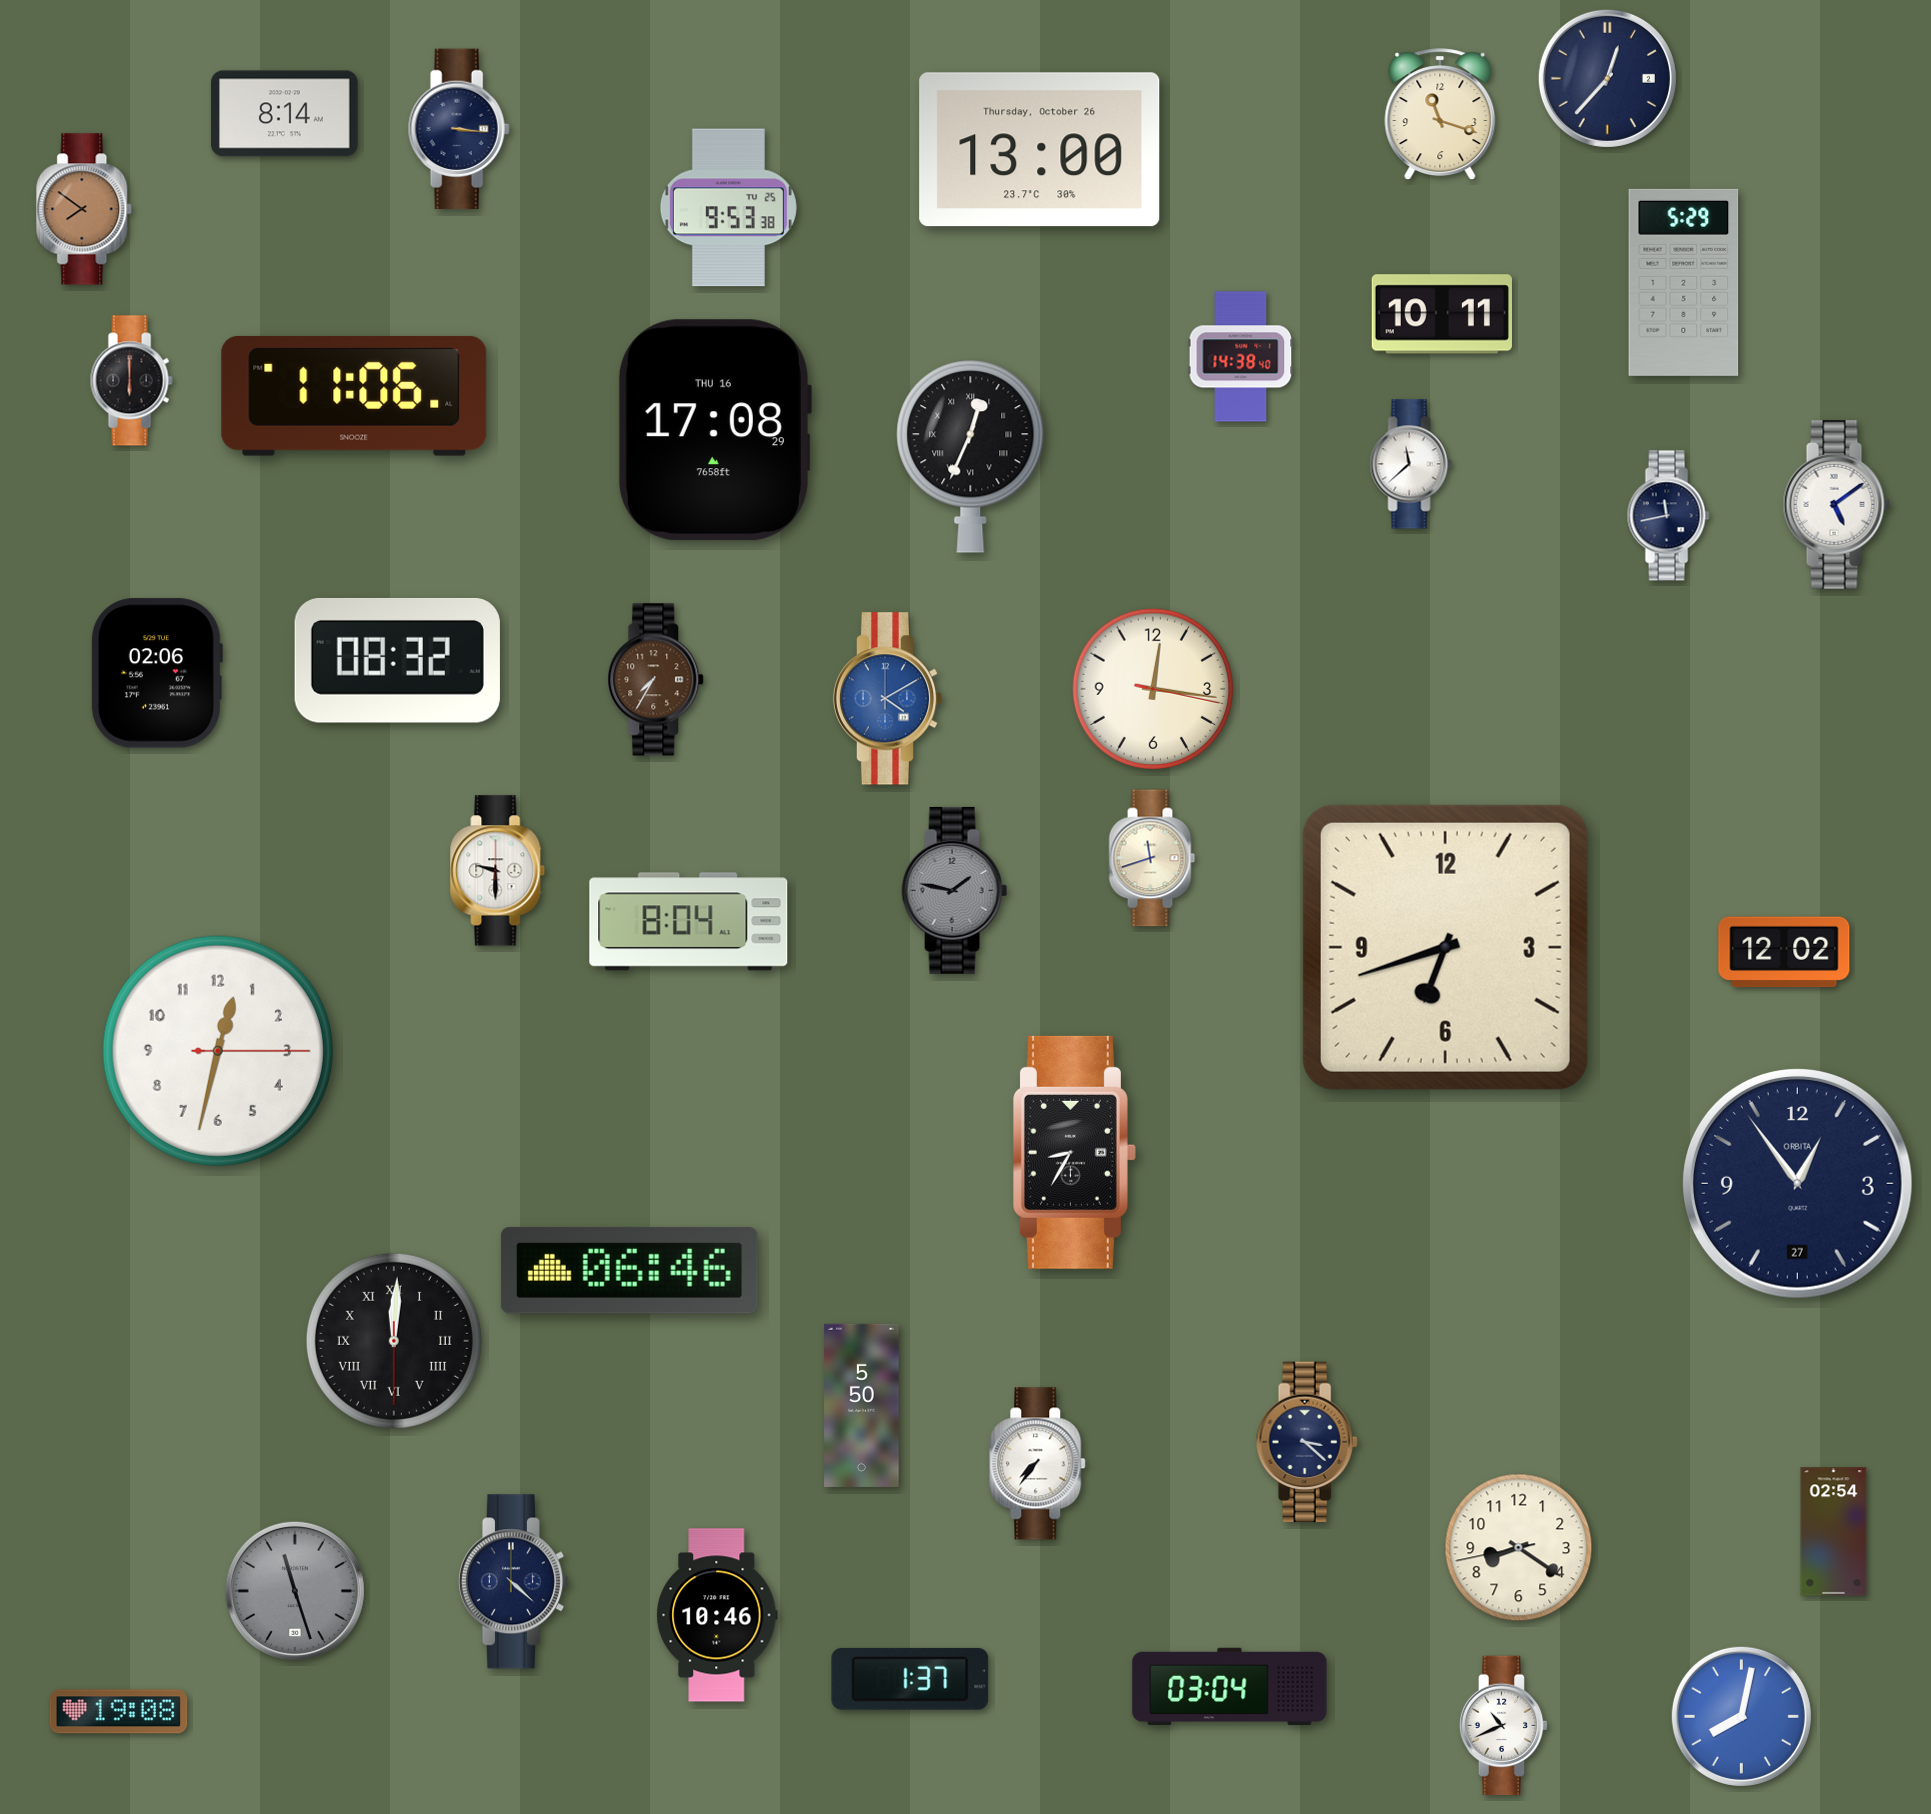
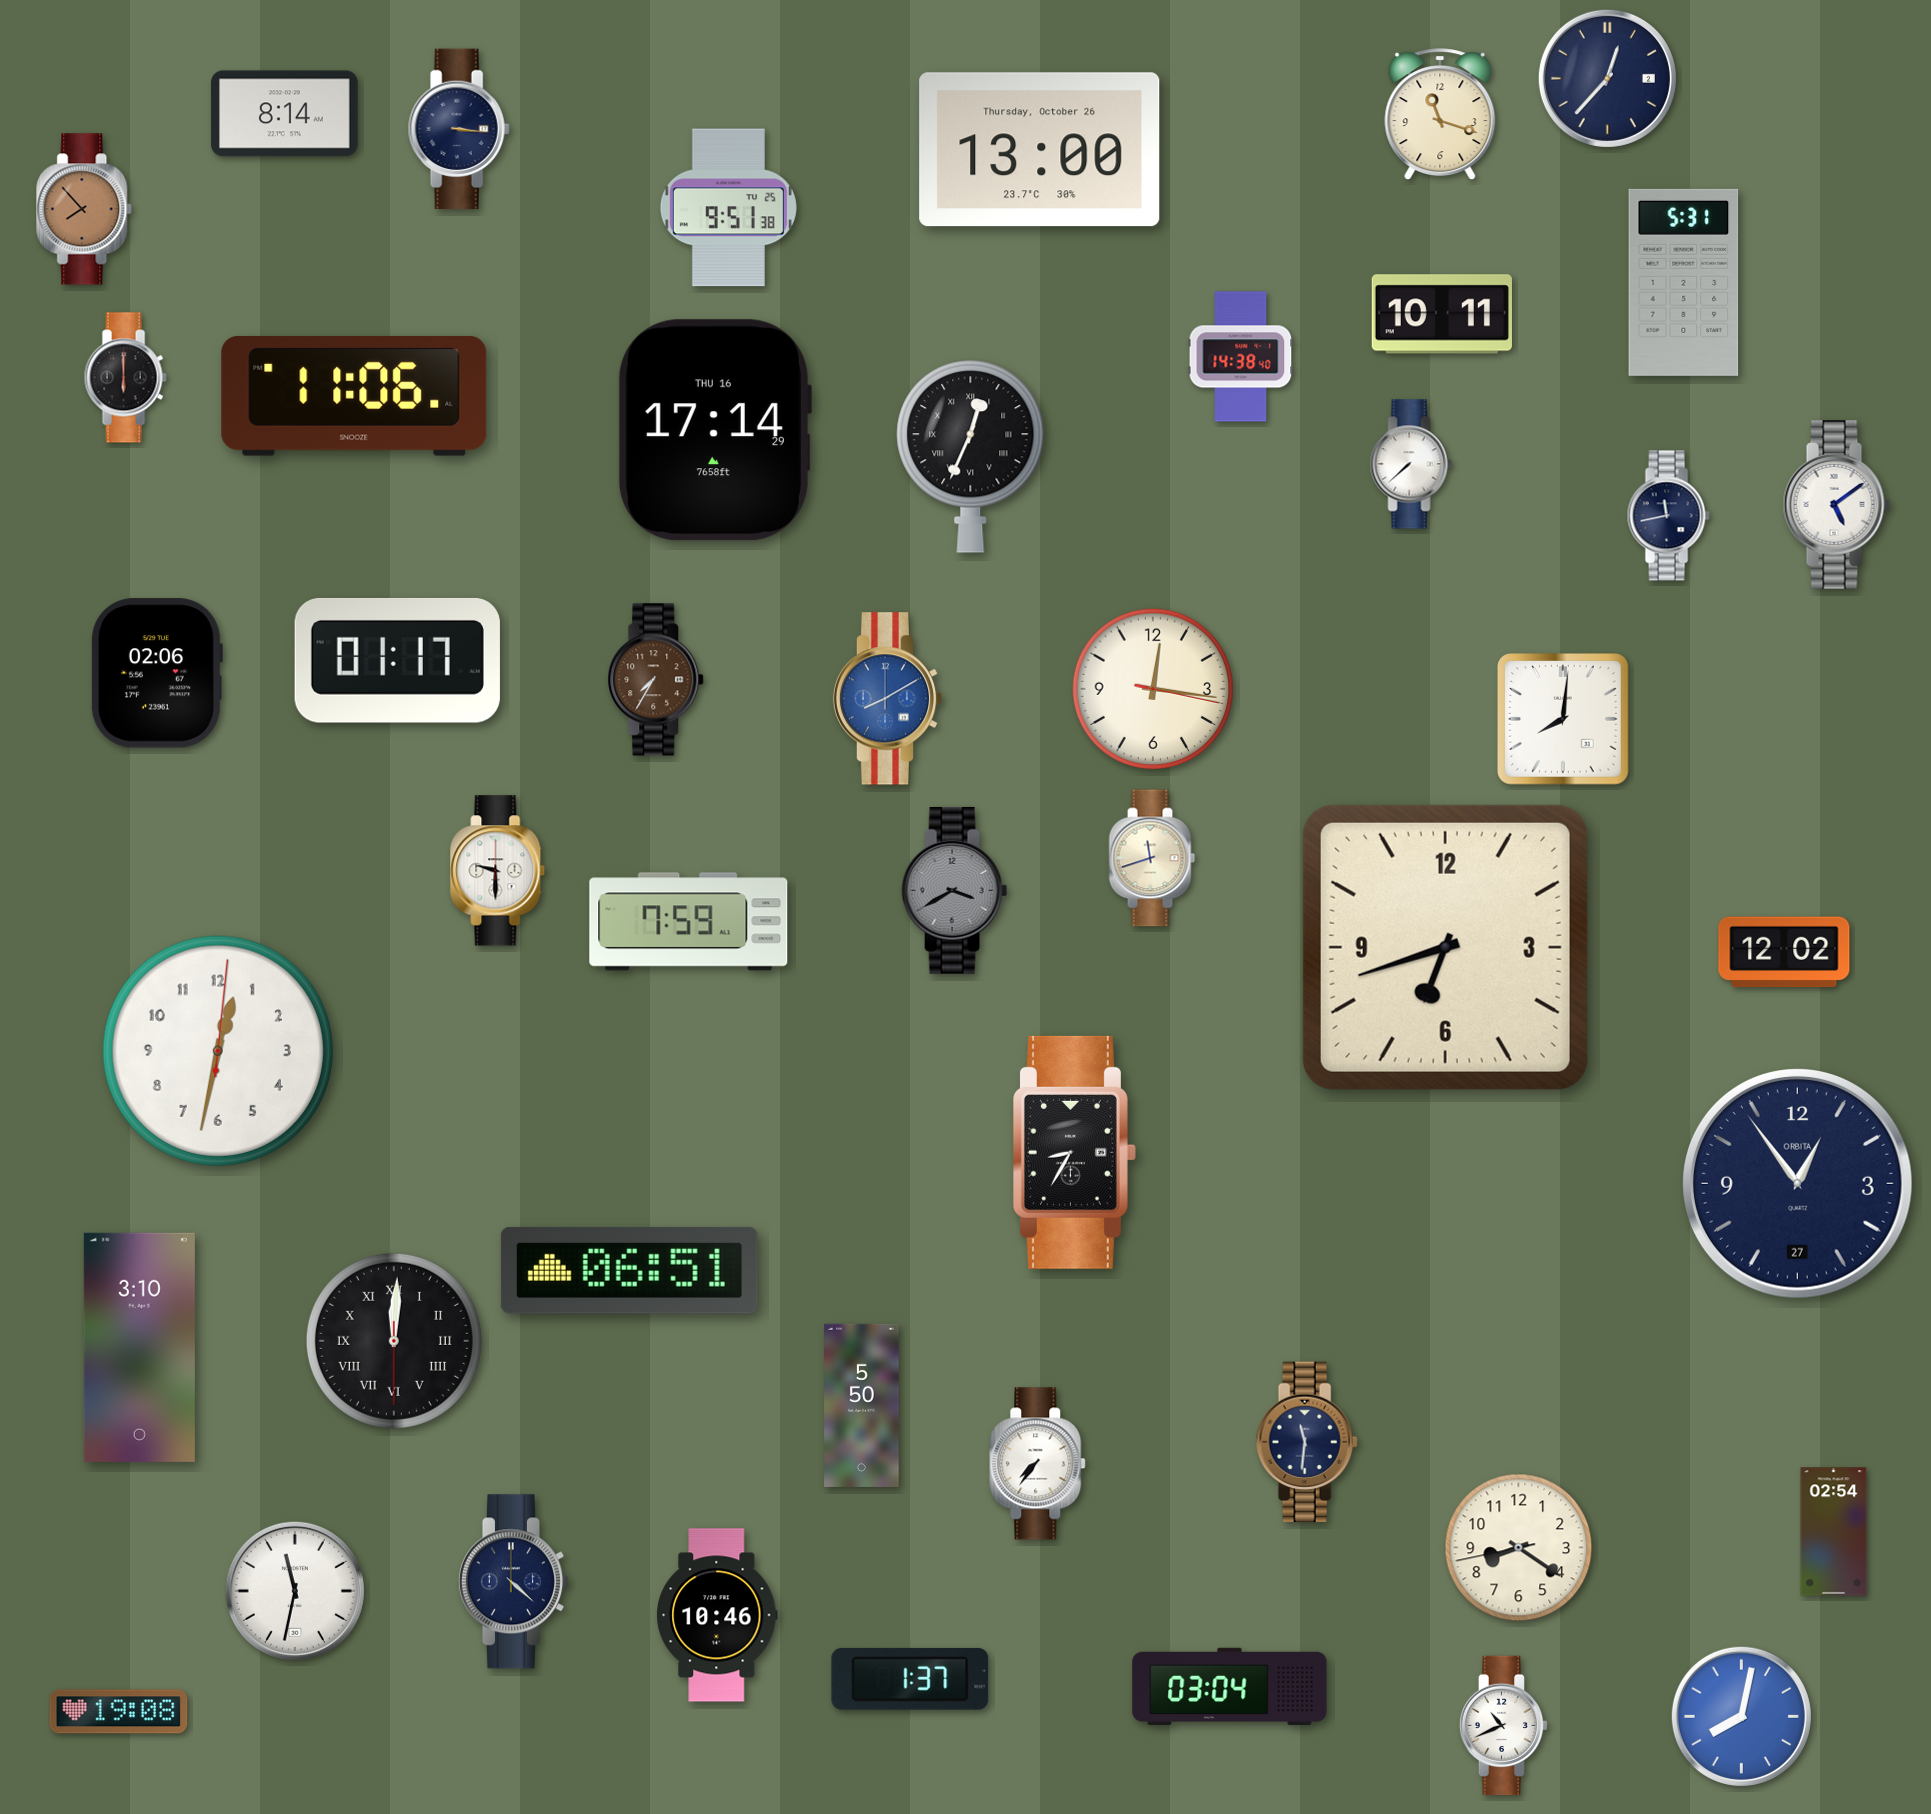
clock at (728, 208): 9:53 -> 9:51
clock at (85, 209): 7:51 -> 7:53
clock at (1684, 282): 5:29 -> 5:31
clock at (131, 381) position: (131, 381) -> (125, 378)
clock at (714, 430): 17:08 -> 17:14
clock at (1411, 464): 11:38 -> 7:38
clock at (397, 661): 08:32 -> 01:17
clock at (888, 699): 4:10 -> 8:10
clock at (1564, 720): none -> 8:01
clock at (955, 890): 1:47 -> 3:40
clock at (689, 922): 8:04 -> 7:59
clock at (218, 1051): 12:32:15 -> 12:32:01
clock at (629, 1270): 06:46 -> 06:51
clock at (139, 1347): none -> 3:10
clock at (1307, 1442): 3:22 -> 11:31
clock at (295, 1591): 11:27 -> 11:32
clock at (295, 1591) dial: grey -> white
